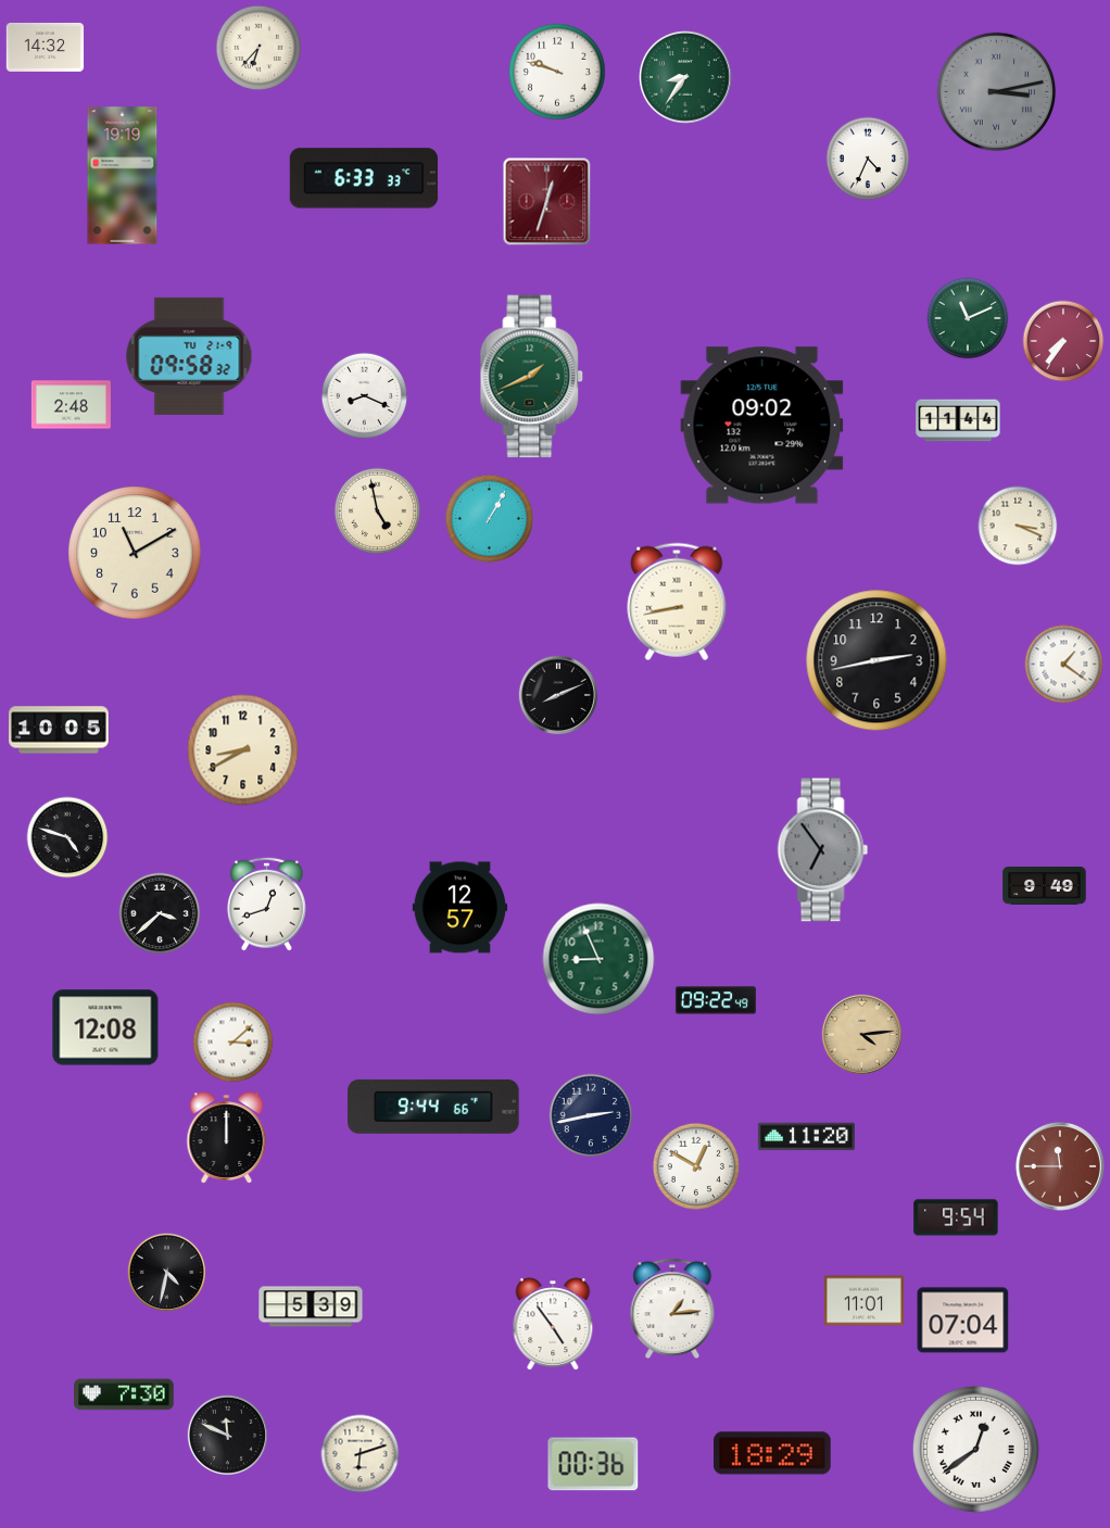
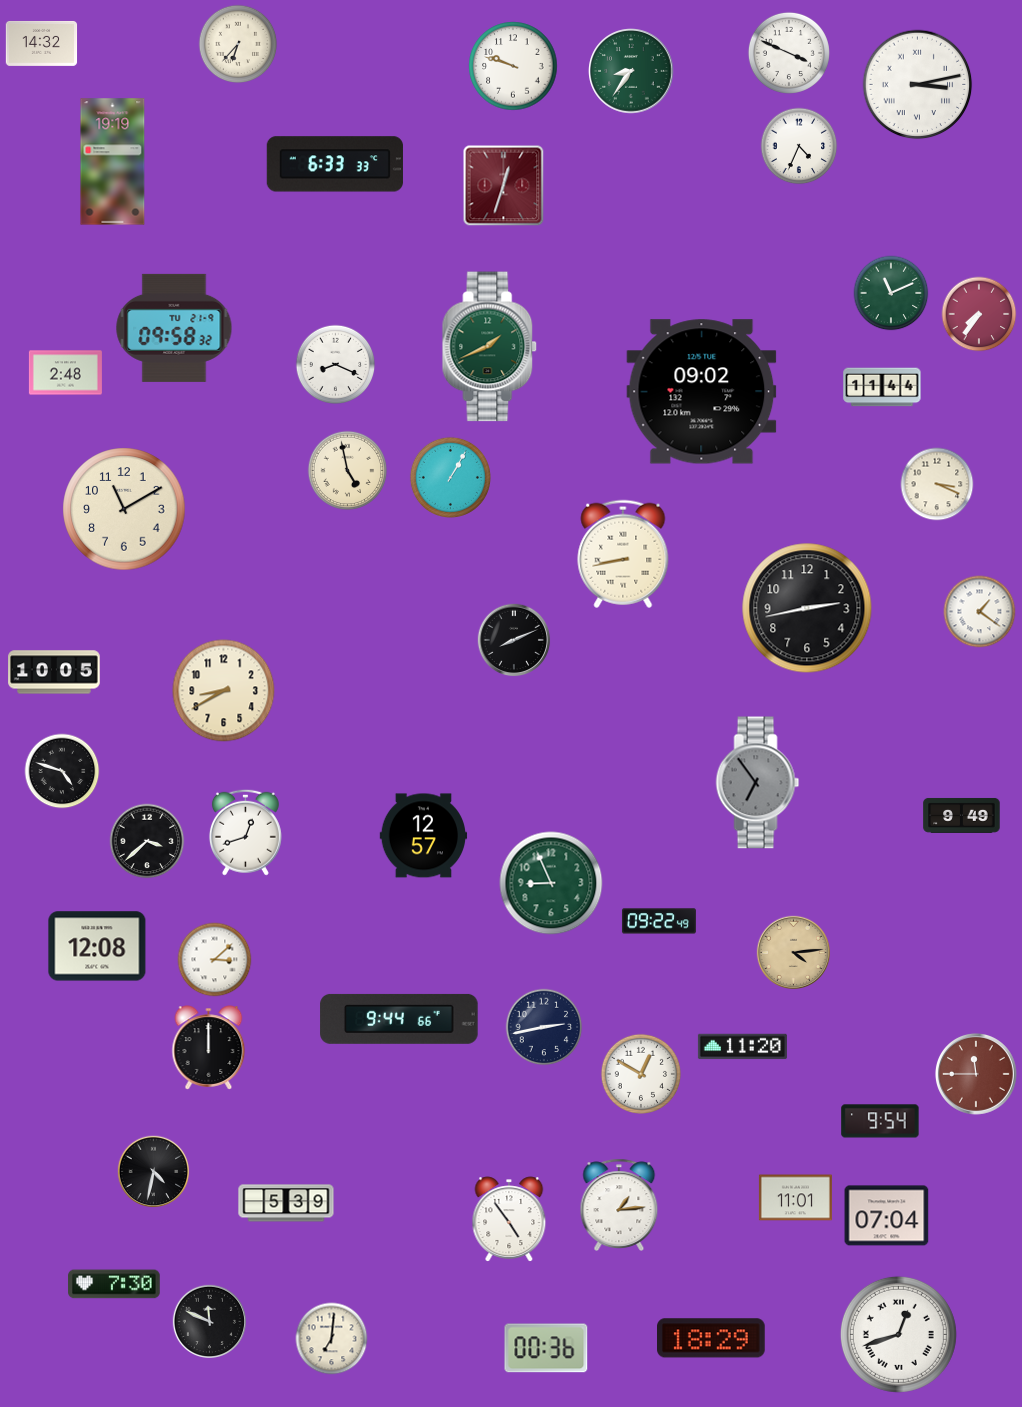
clock at (789, 53): none -> 3:49
clock at (997, 92) dial: grey -> white
clock at (975, 1449): 12:39 -> 12:42
clock at (361, 1454): 6:12 -> 7:01
